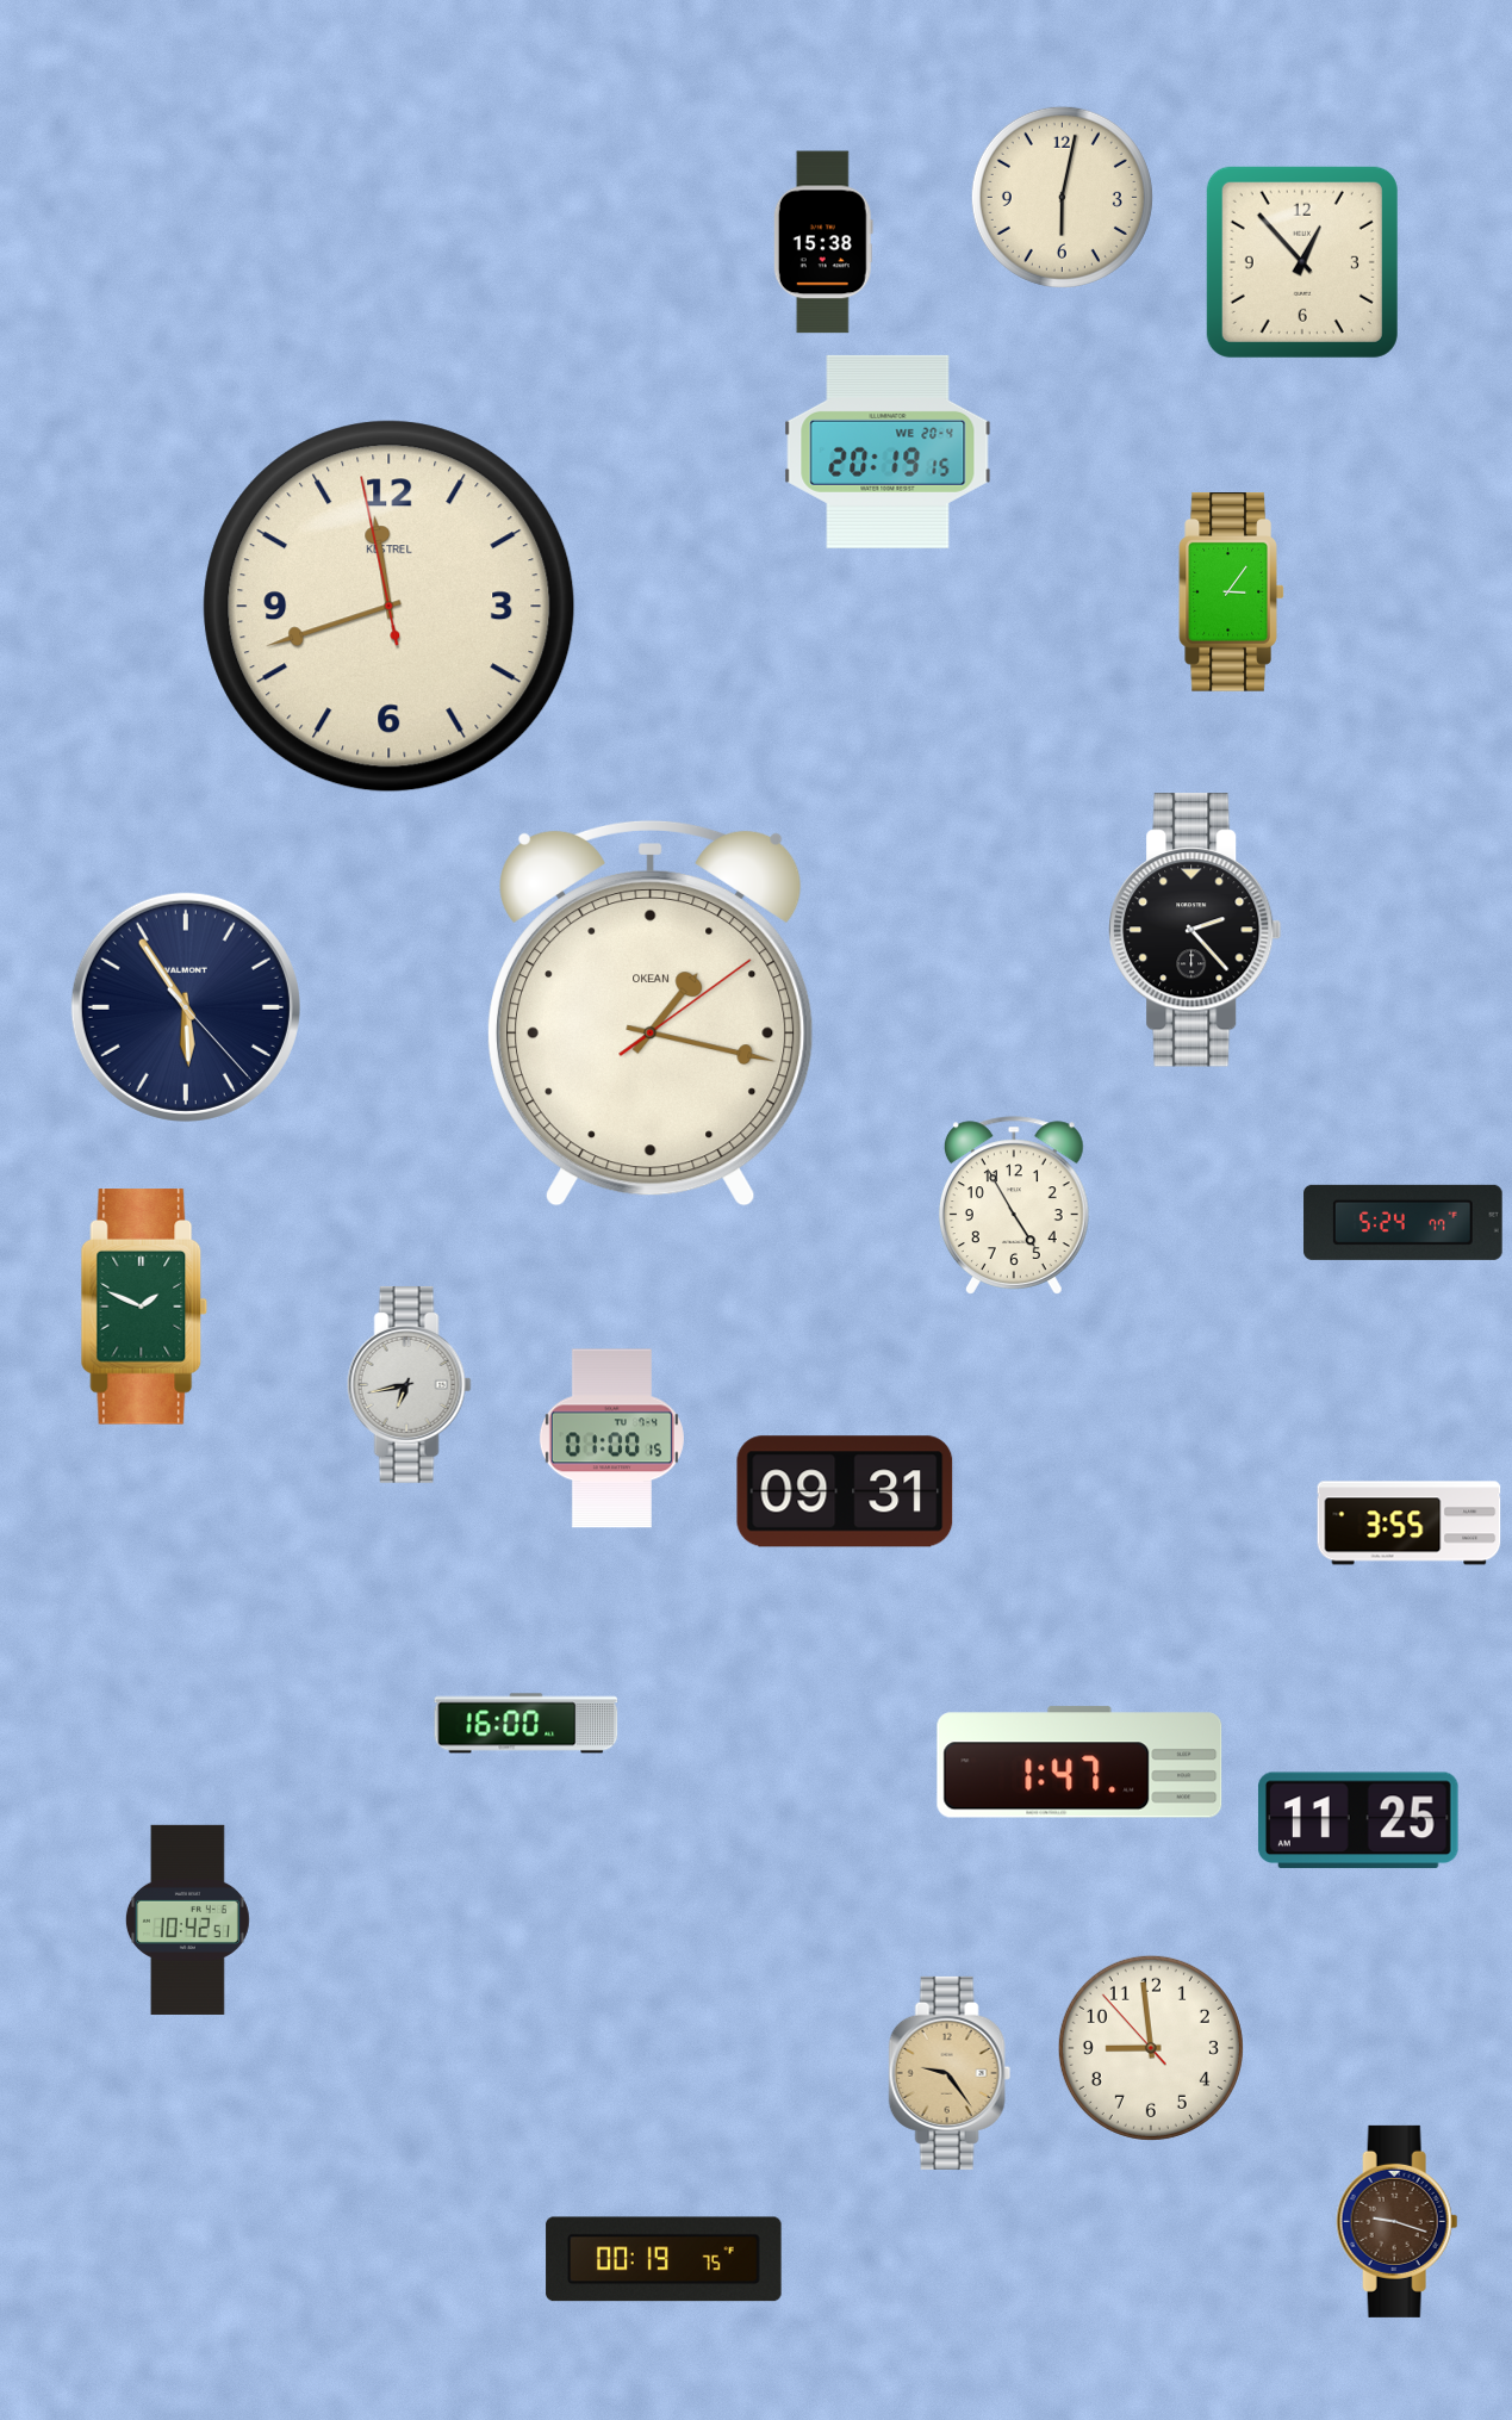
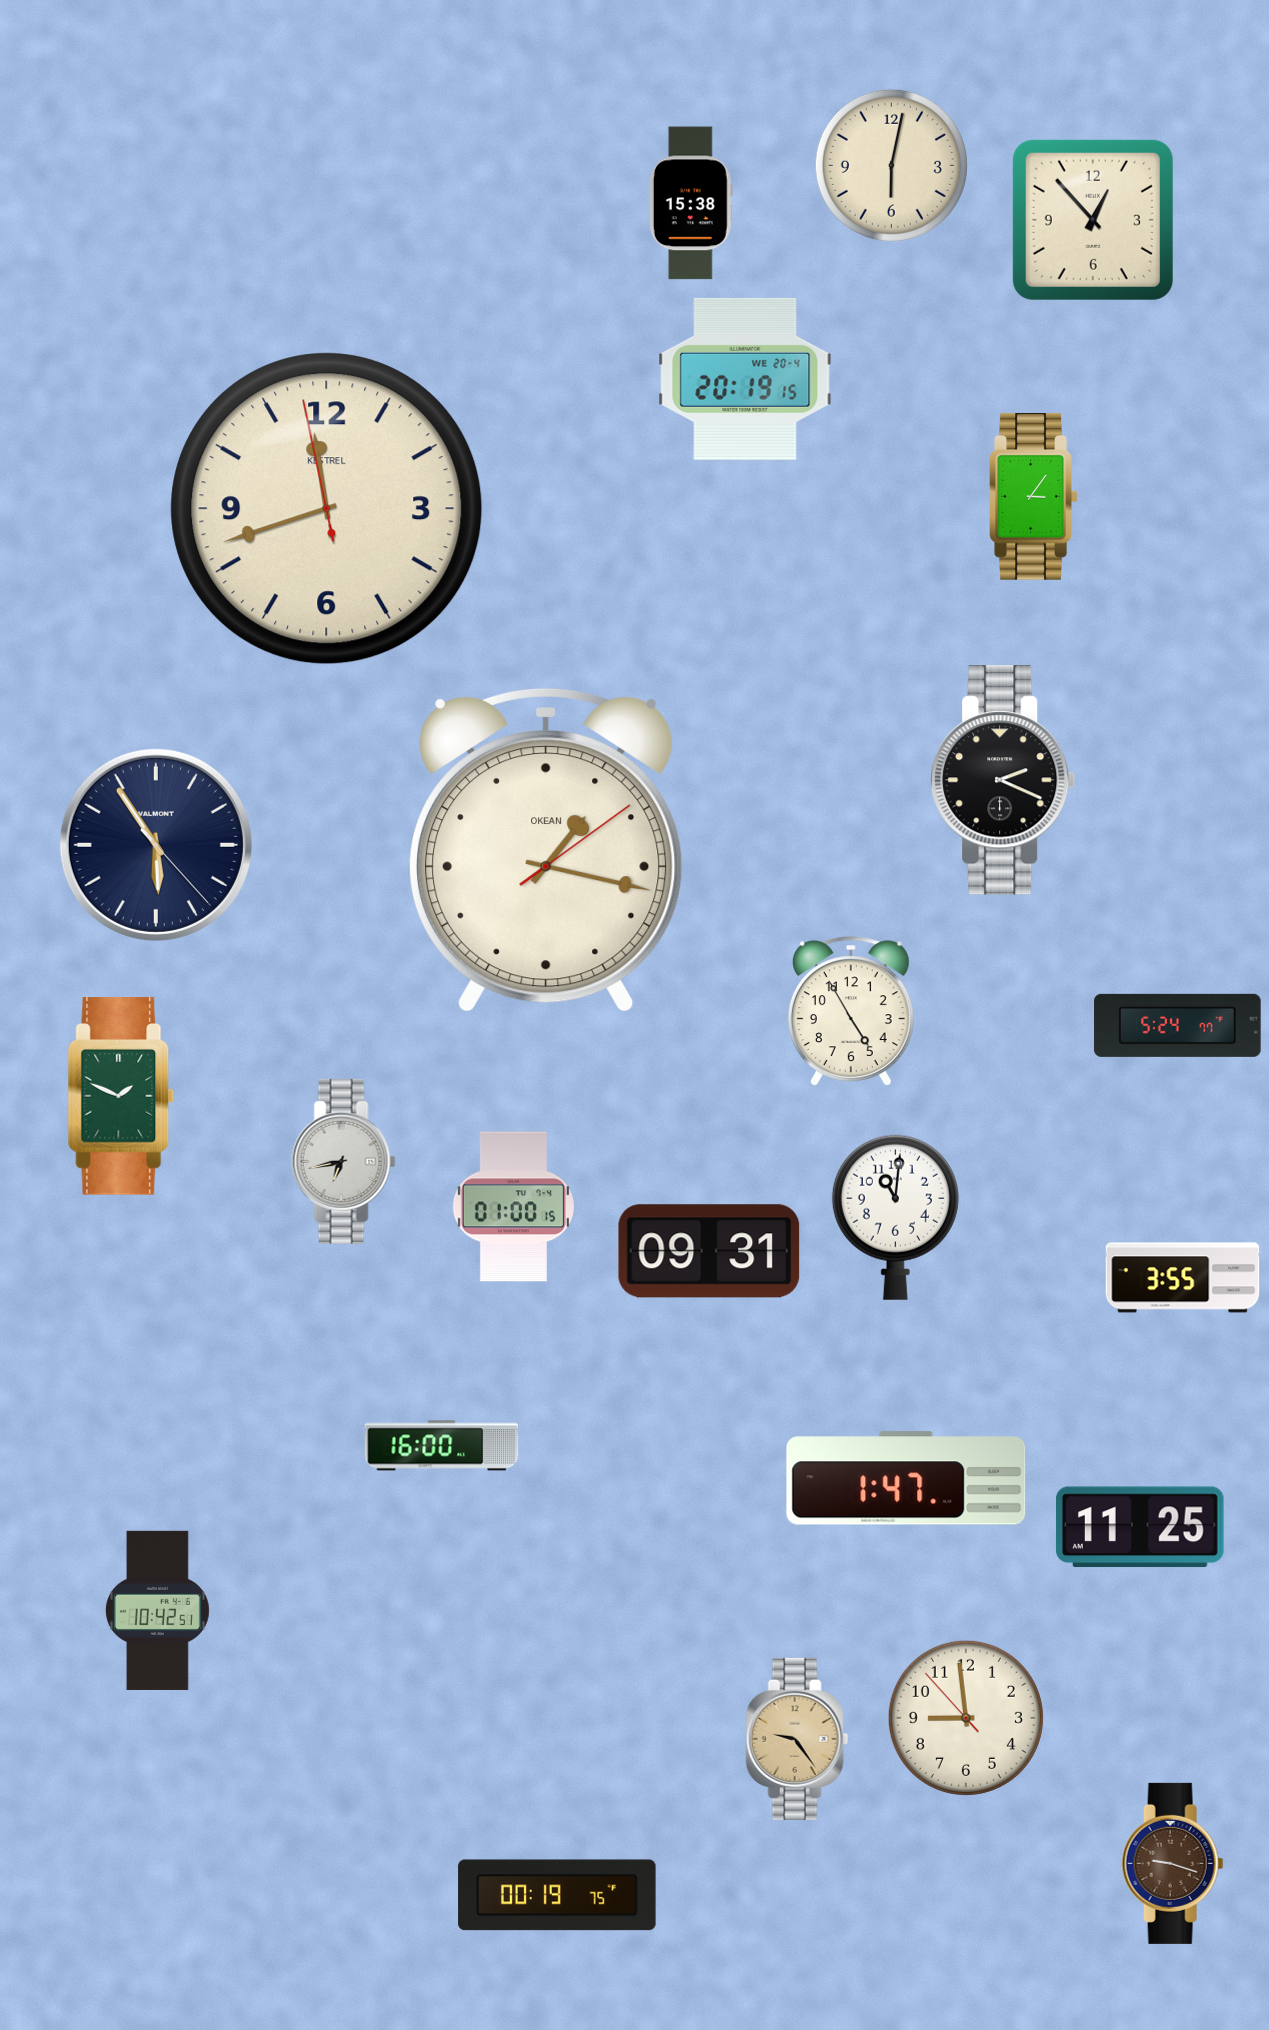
clock at (1195, 930): 2:23 -> 2:19
clock at (895, 1217): none -> 11:01
